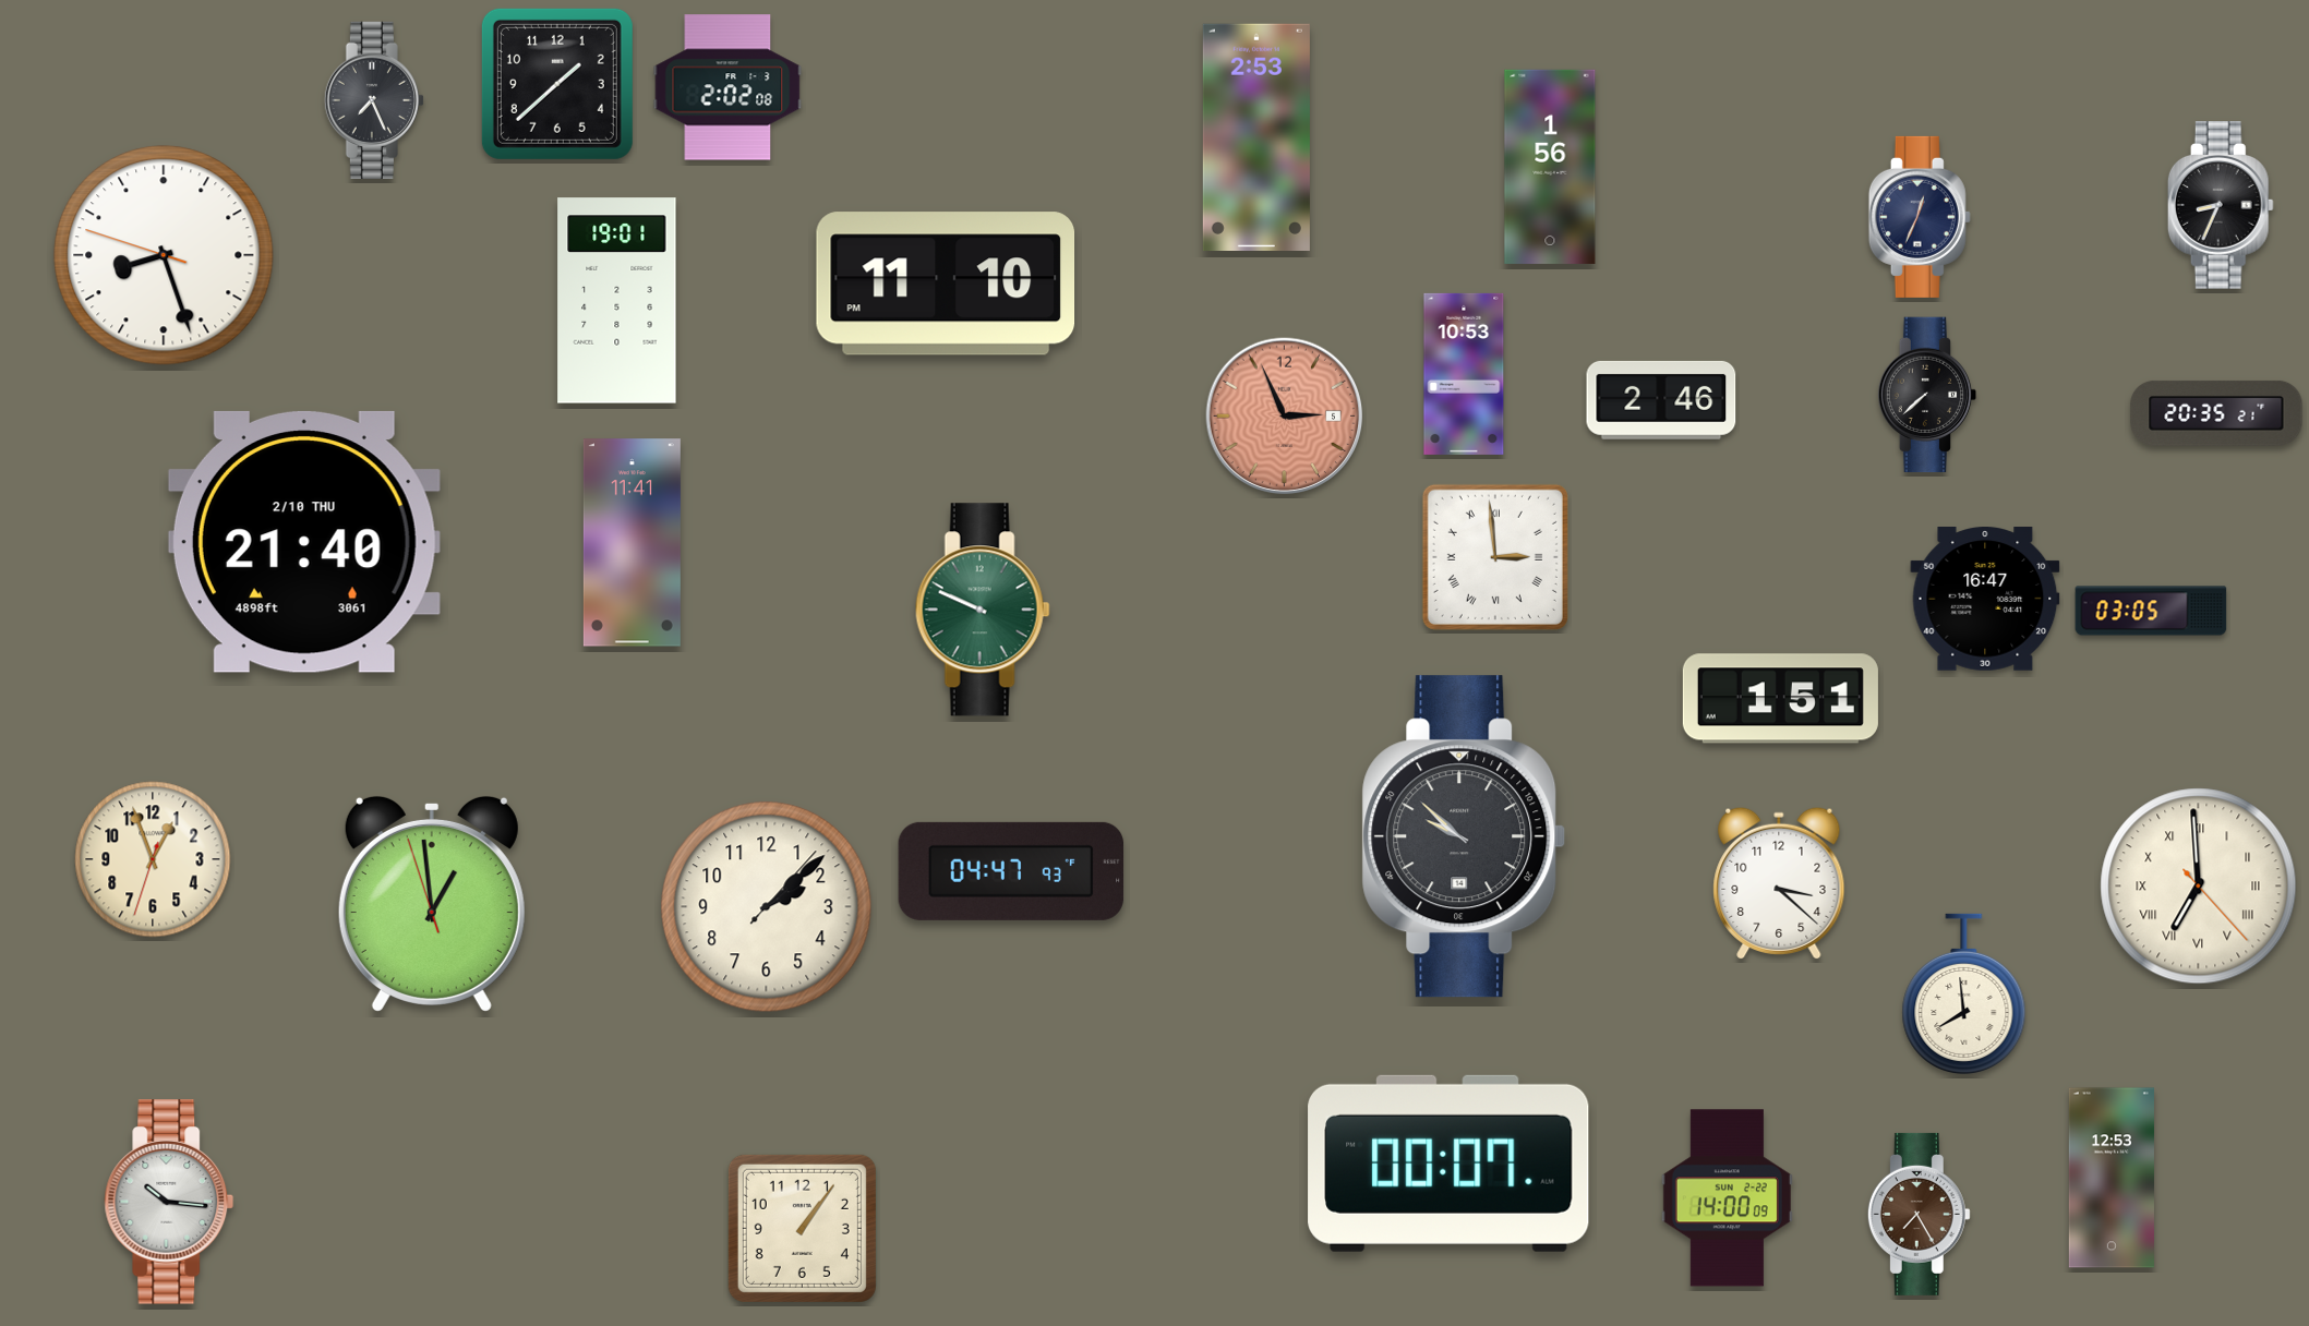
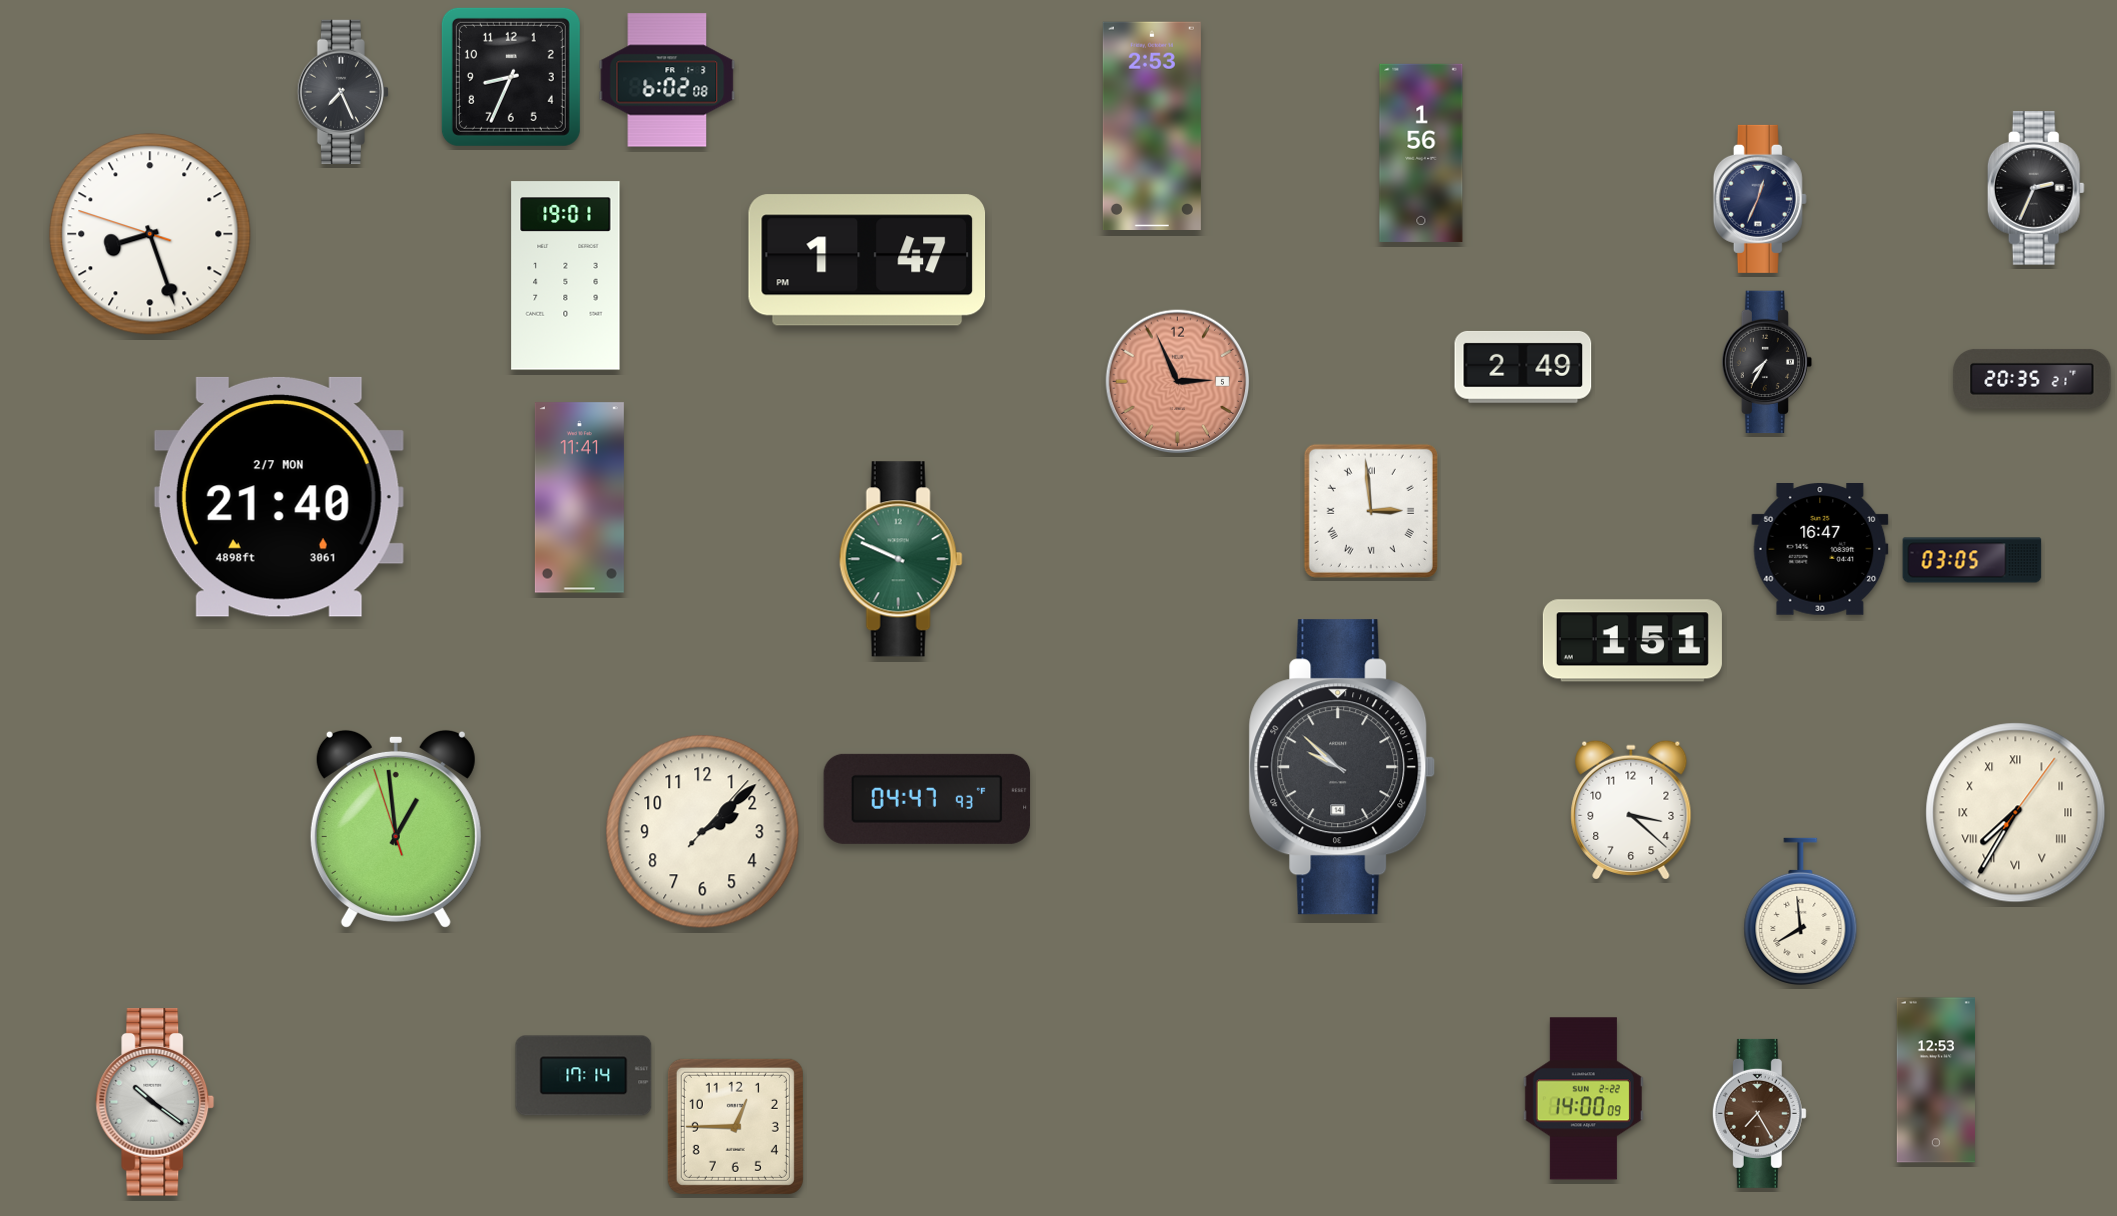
clock at (557, 84): 1:38 -> 8:34
clock at (727, 87): 2:02 -> 6:02
clock at (2221, 205): 8:34 -> 2:34
clock at (946, 284): 11:10 -> 1:47
clock at (1464, 374): 10:53 -> none
clock at (1927, 395): 7:38 -> 7:35
clock at (1661, 400): 2:46 -> 2:49
clock at (304, 542) date: 2/10 THU -> 2/7 MON
clock at (153, 859): 12:56 -> none
clock at (2199, 887): 6:59 -> 7:35
clock at (1448, 1164): 00:07 -> none
clock at (584, 1076): none -> 17:14
clock at (169, 1202): 10:16 -> 10:21
clock at (802, 1228): 1:06 -> 12:45
